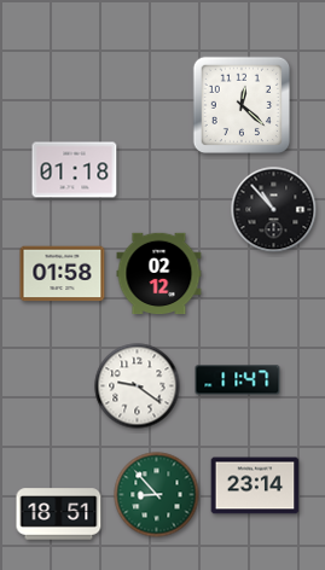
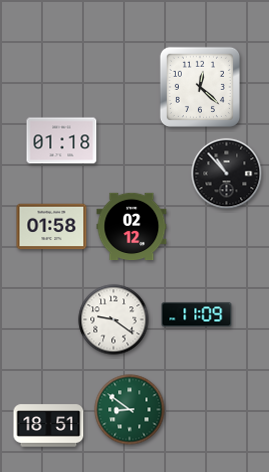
clock at (238, 380): 11:47 -> 11:09
clock at (255, 485): 23:14 -> none
clock at (157, 495): 8:53 -> 8:51
